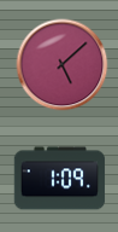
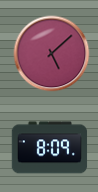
clock at (60, 179): 1:09 -> 8:09
